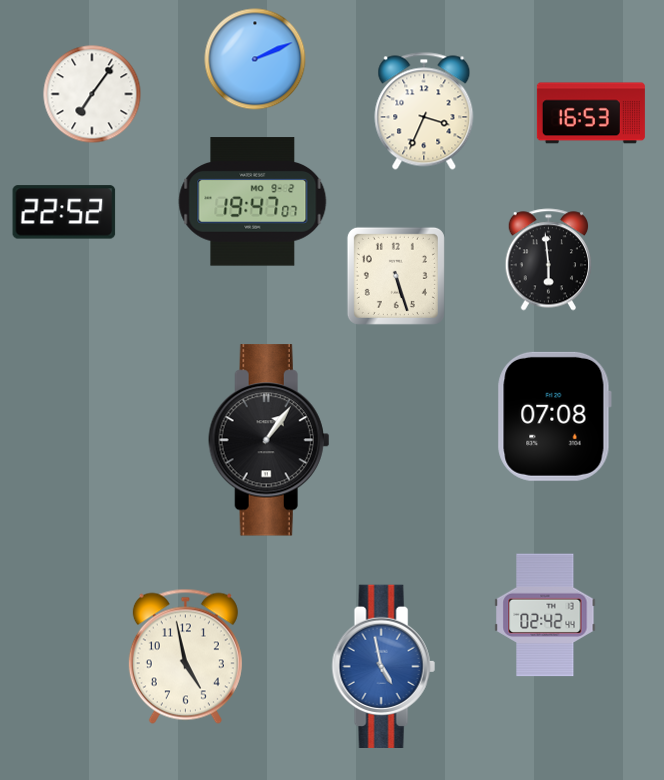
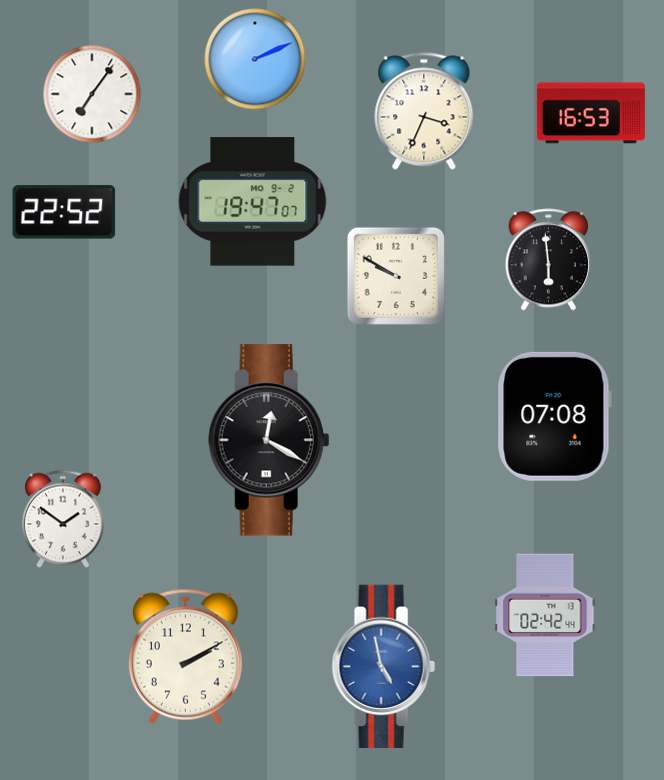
clock at (396, 276): 5:27 -> 9:50
clock at (269, 440): 1:06 -> 12:20
clock at (64, 519): none -> 1:51
clock at (185, 656): 4:58 -> 2:10
